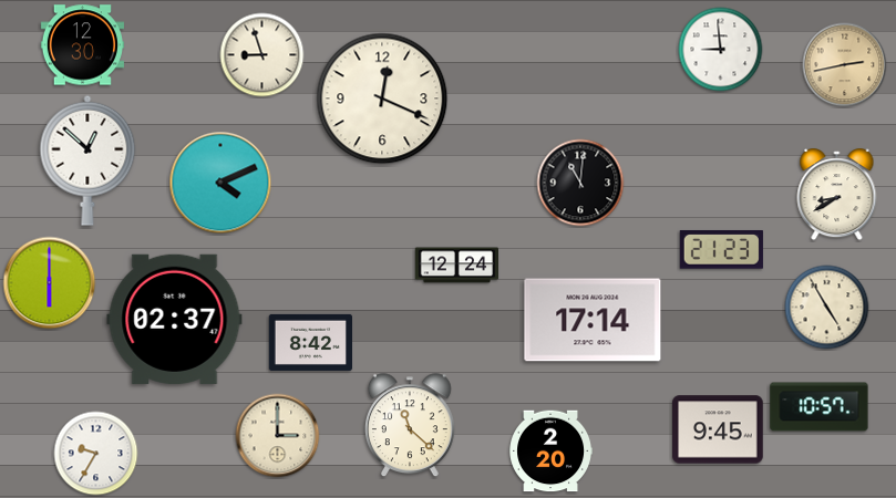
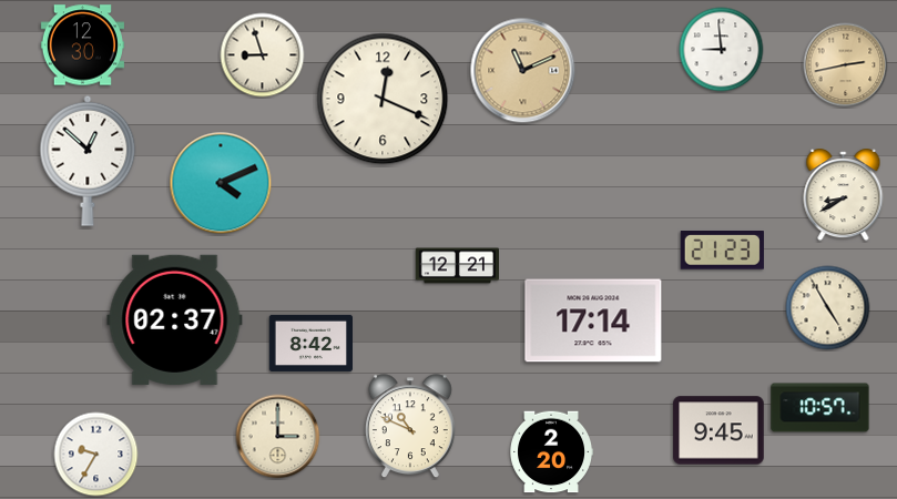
clock at (523, 71): none -> 11:11
clock at (580, 183): 11:01 -> none
clock at (837, 195) position: (837, 195) -> (844, 195)
clock at (456, 266): 12:24 -> 12:21
clock at (50, 283): 6:00 -> none
clock at (410, 426): 11:22 -> 10:49
